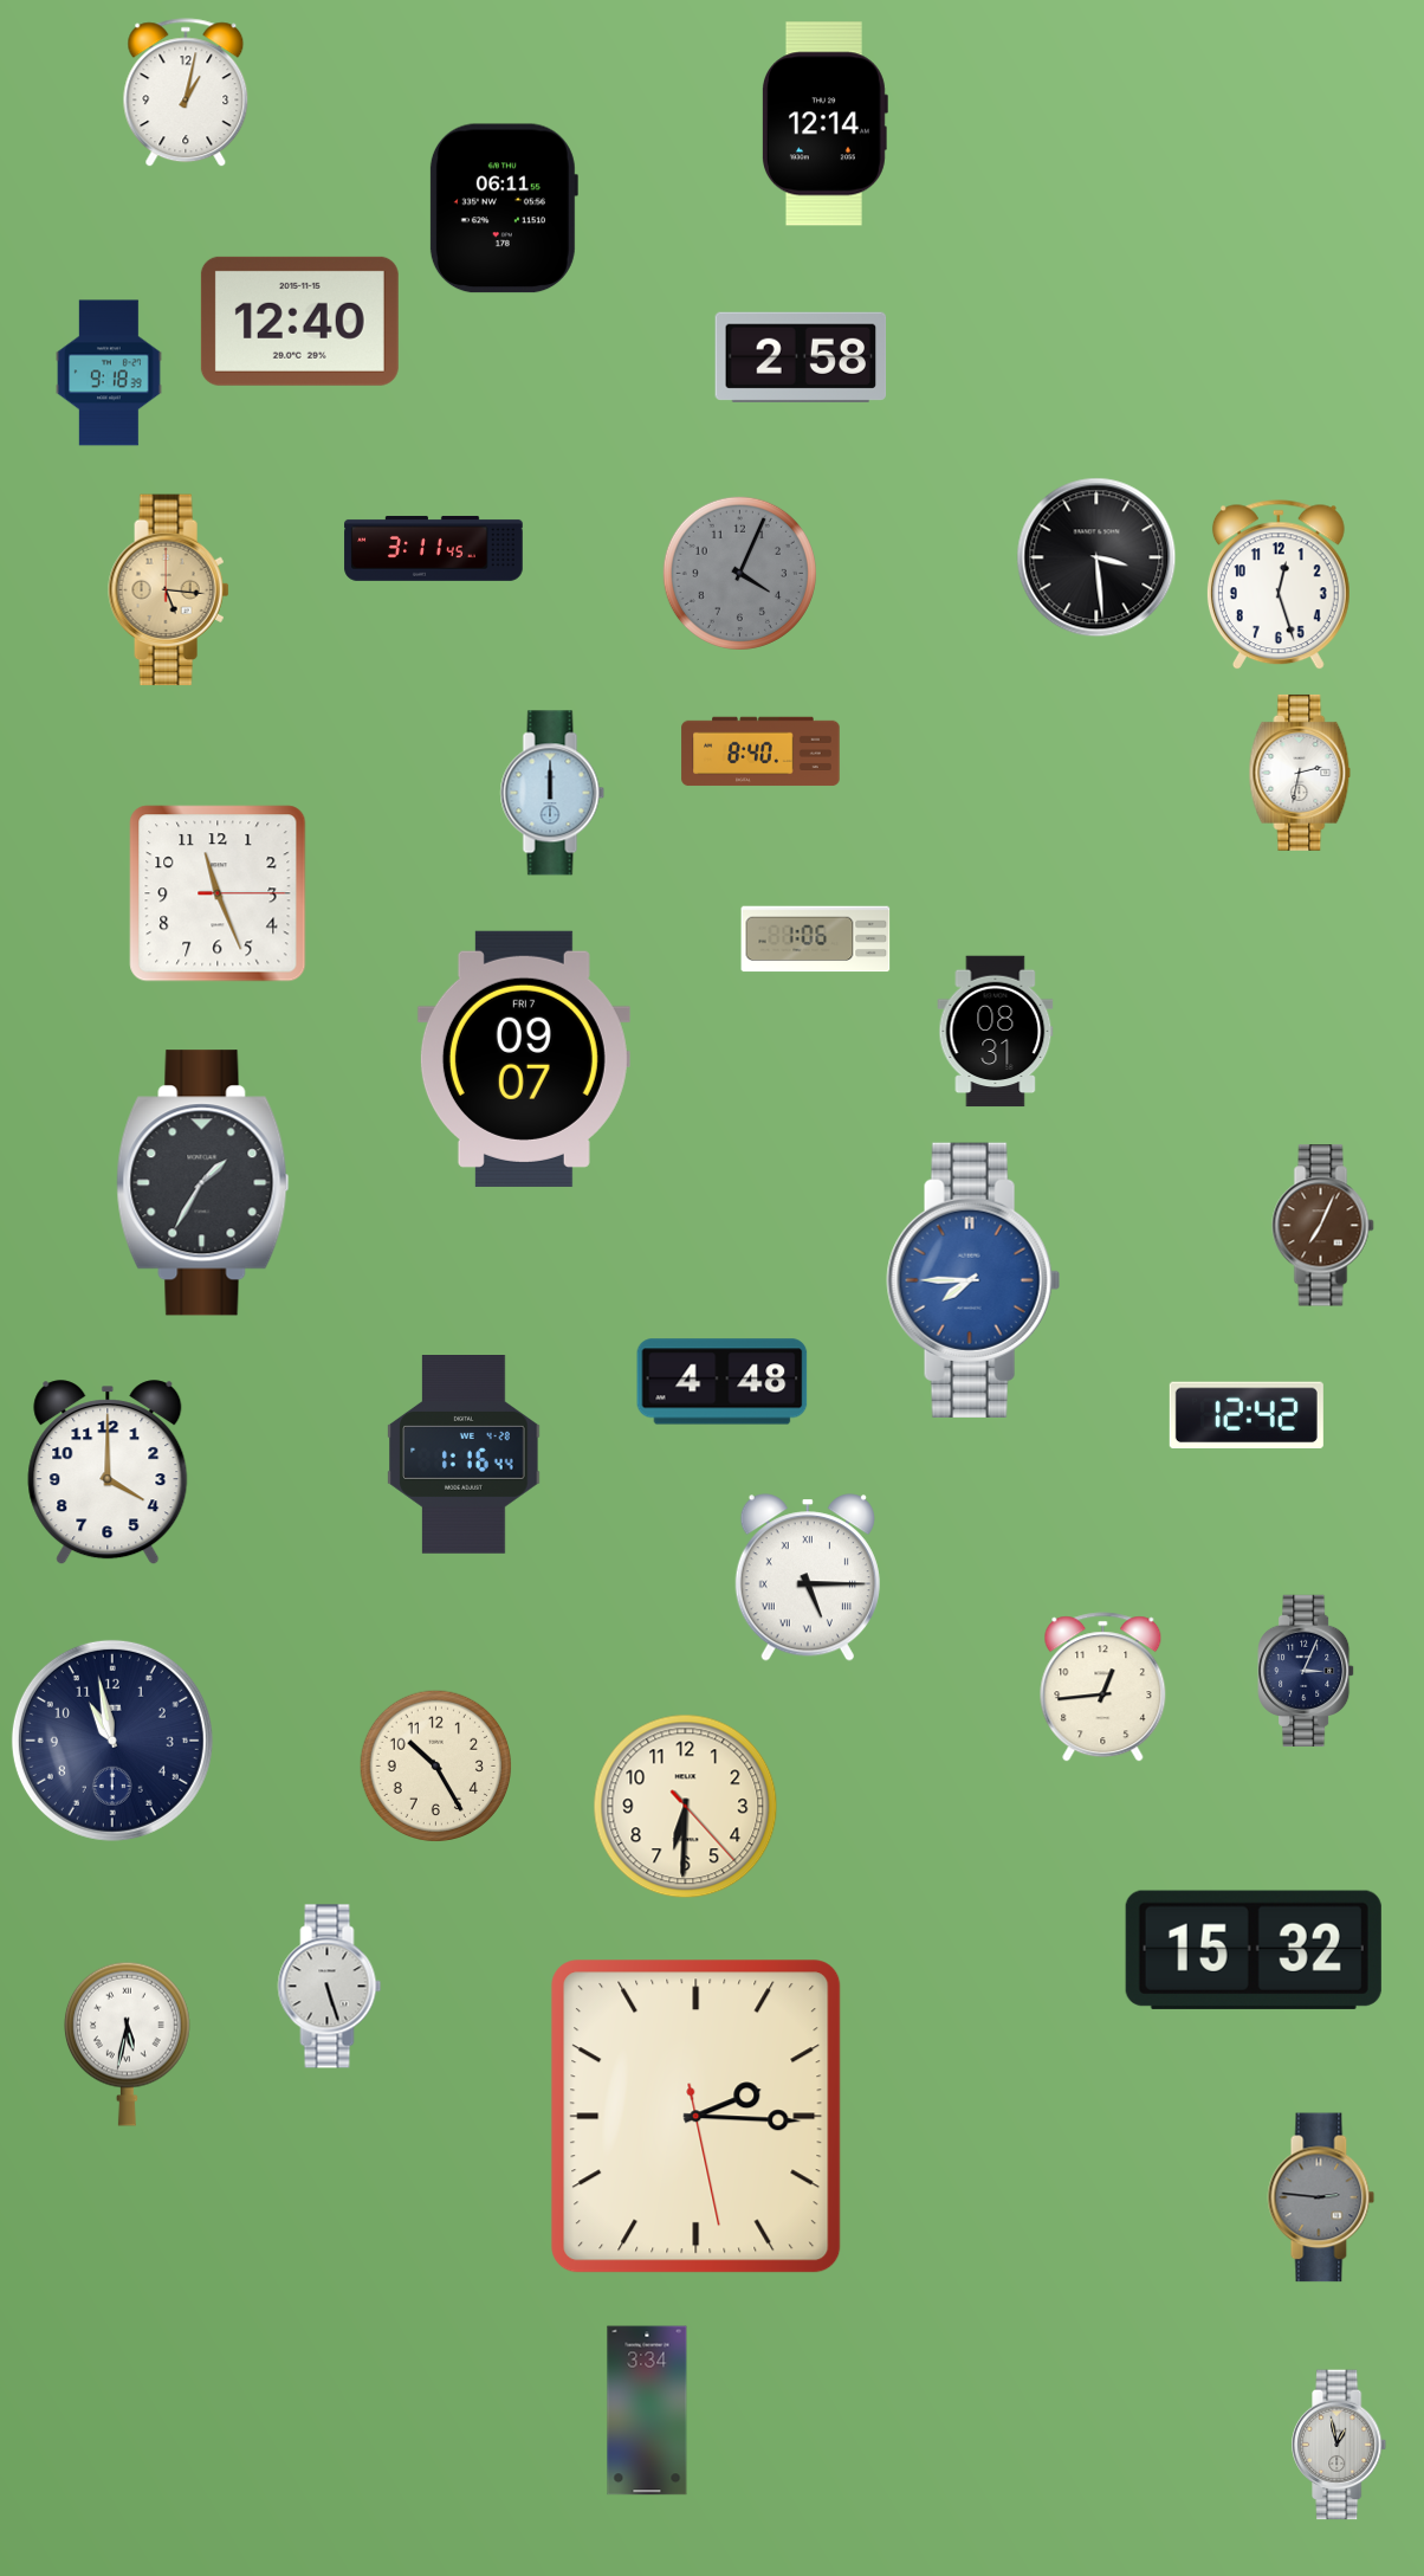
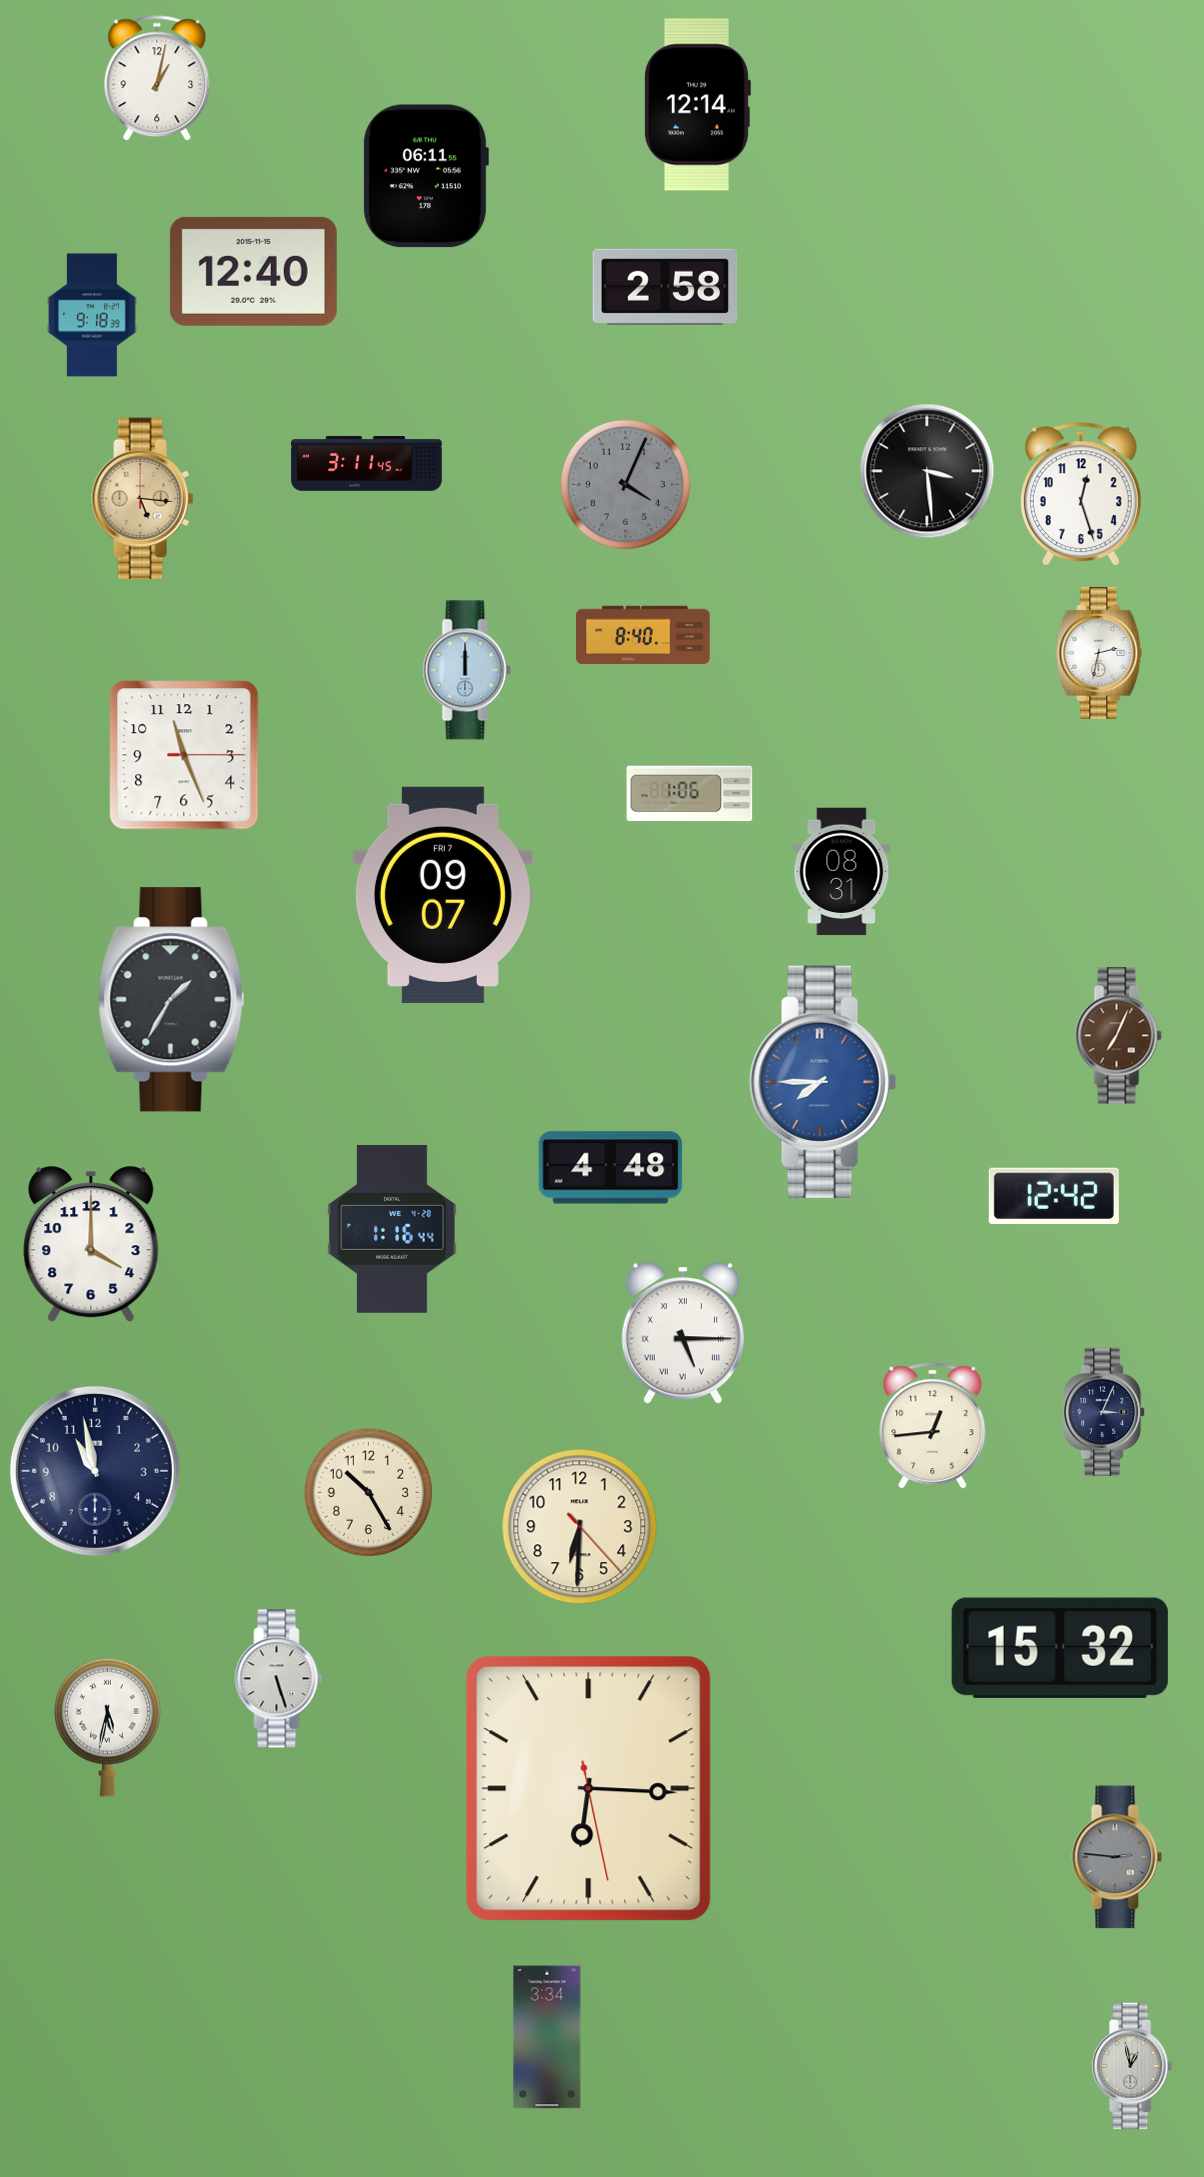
clock at (801, 357) position: (801, 357) -> (665, 287)
clock at (697, 2117): 2:15 -> 6:15
